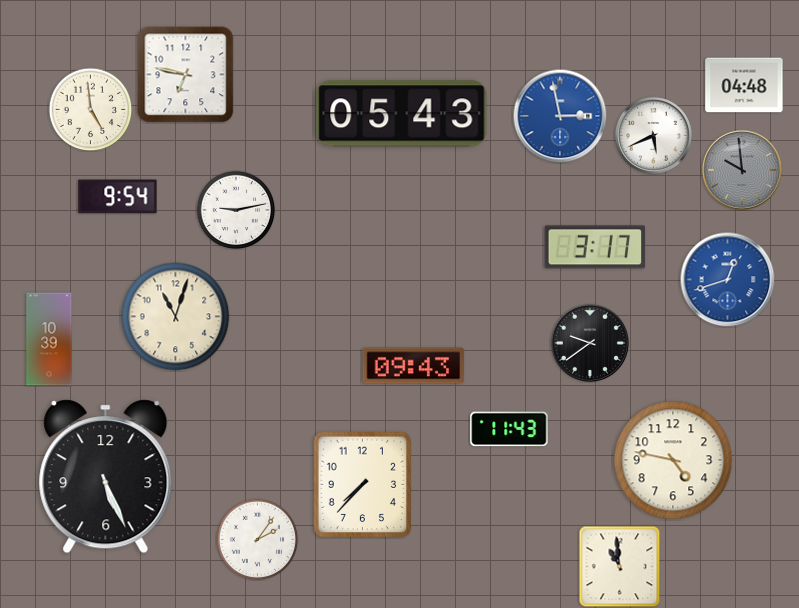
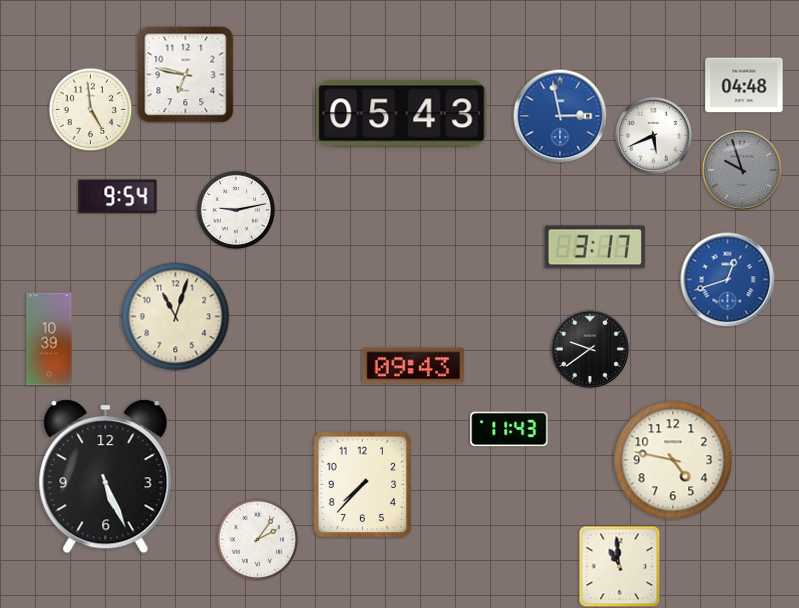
clock at (742, 170): 9:59 -> 9:57
clock at (590, 343) position: (590, 343) -> (590, 349)
